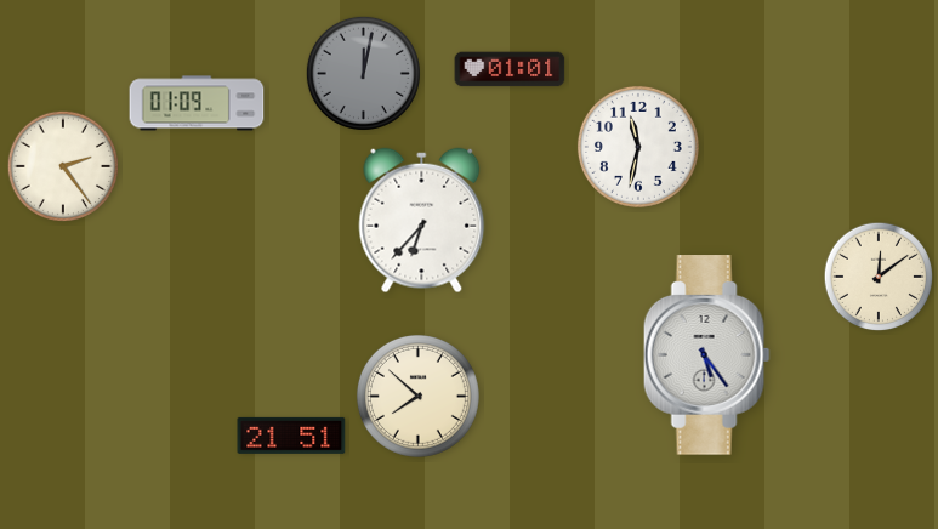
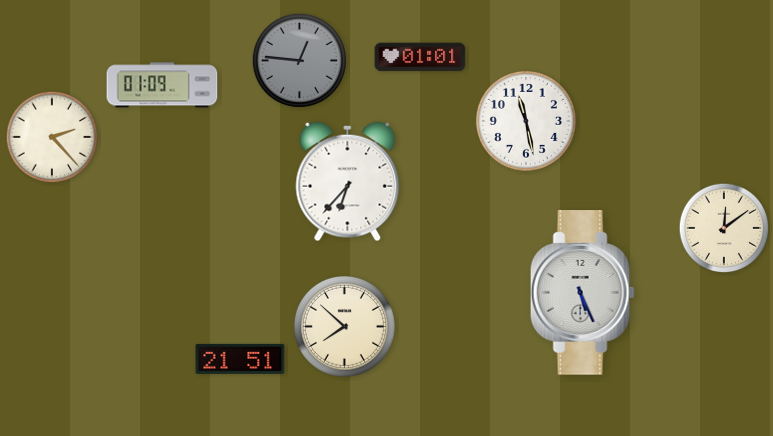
clock at (363, 73): 12:02 -> 12:46
clock at (638, 147): 11:32 -> 11:28
clock at (62, 165): 2:24 -> 2:23
clock at (706, 355): 5:24 -> 5:26
